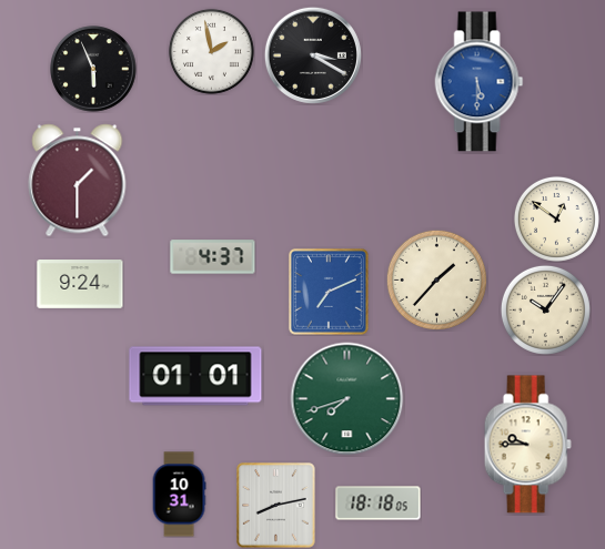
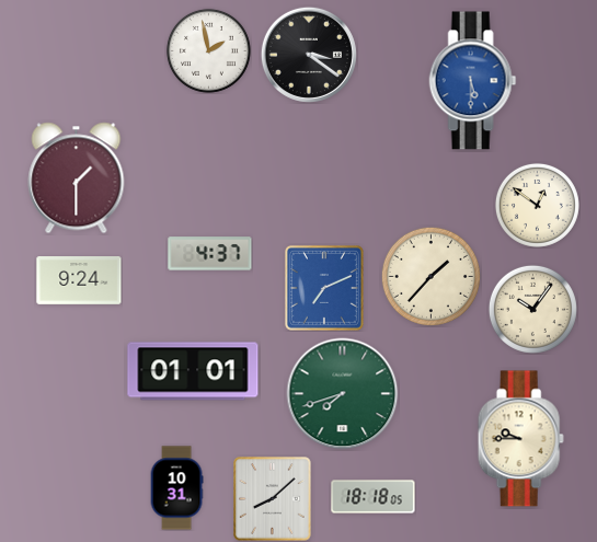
clock at (313, 55): 3:20 -> 3:21
clock at (93, 69): 5:56 -> none
clock at (556, 218) position: (556, 218) -> (537, 205)
clock at (545, 309) position: (545, 309) -> (532, 309)
clock at (276, 506): 8:13 -> 8:08
